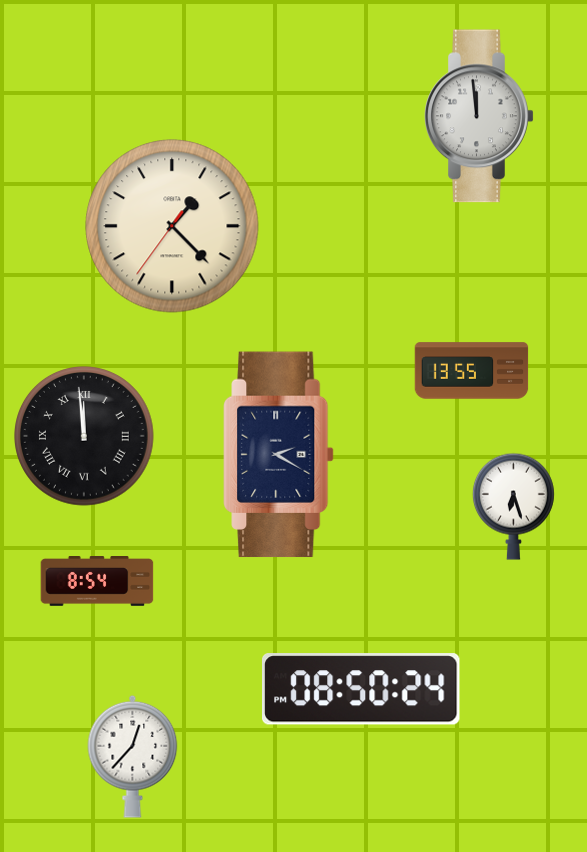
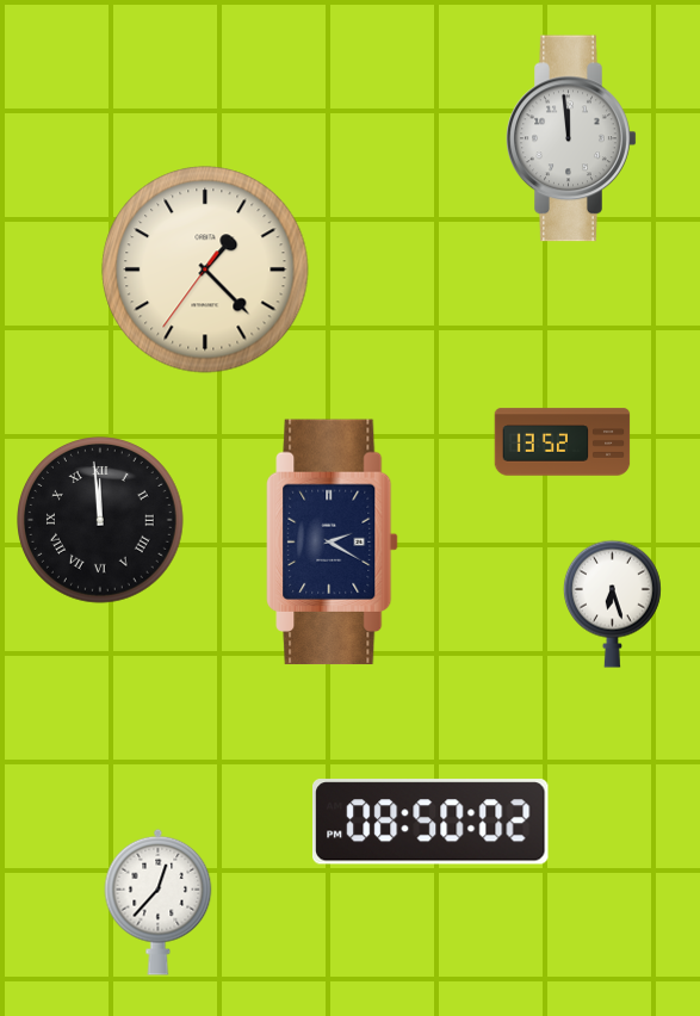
clock at (472, 371): 13:55 -> 13:52
clock at (97, 581): 8:54 -> none
clock at (362, 689): 08:50:24 -> 08:50:02
